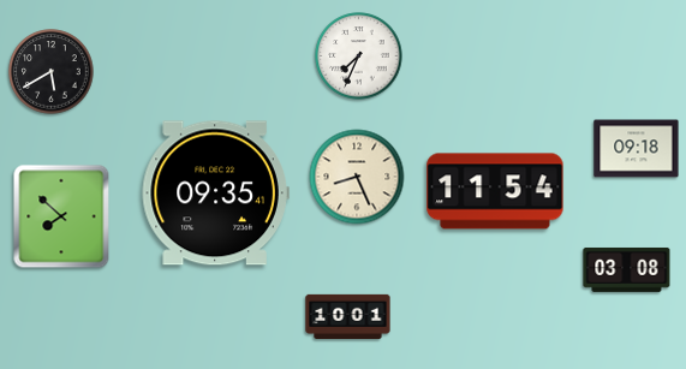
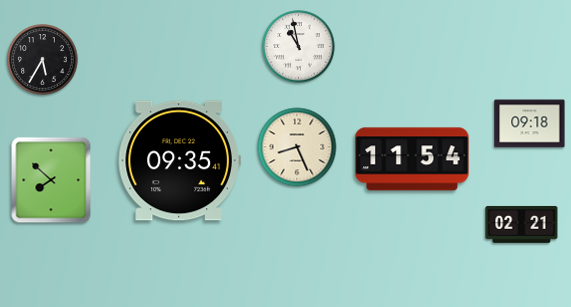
clock at (359, 56): 7:34 -> 10:58
clock at (52, 72): 5:40 -> 5:35
clock at (627, 269): 03:08 -> 02:21
clock at (348, 316): 10:01 -> none
